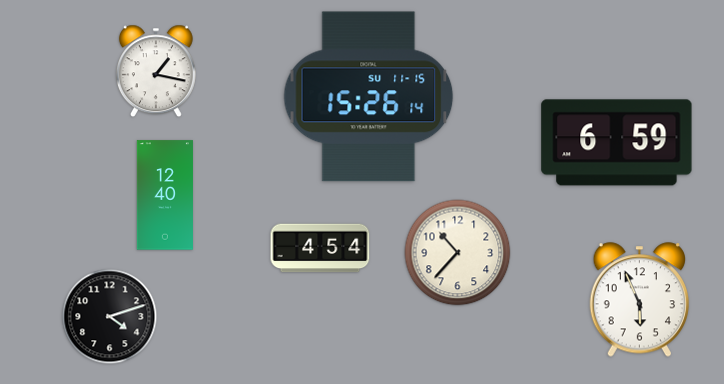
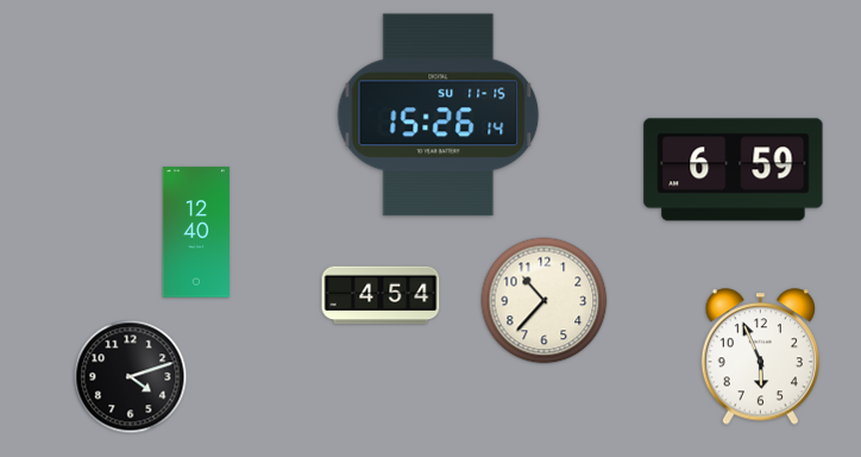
clock at (156, 71): 1:17 -> none
